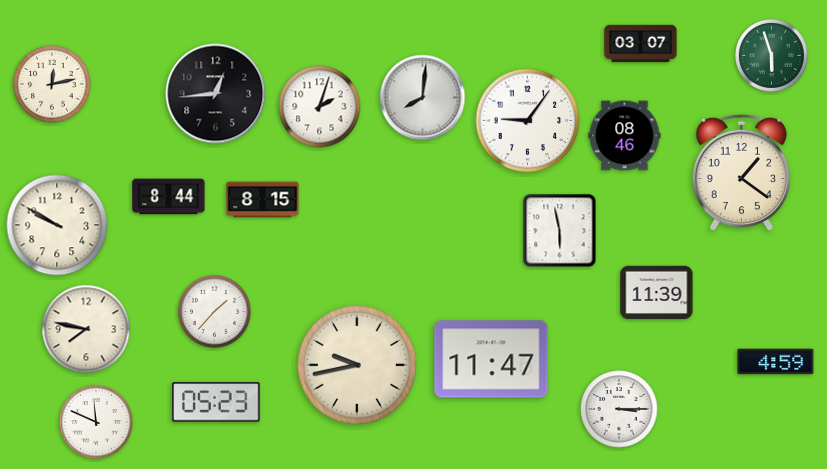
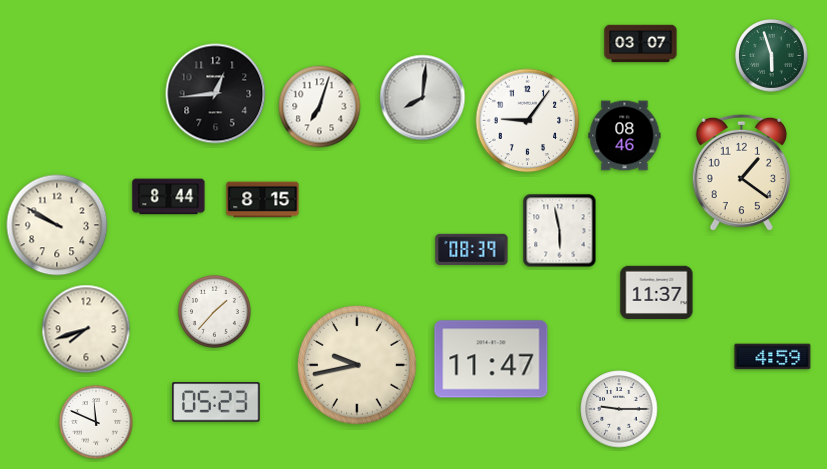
clock at (52, 84): 12:13 -> none
clock at (320, 107): 2:03 -> 7:03
clock at (472, 249): none -> 08:39
clock at (657, 293): 11:39 -> 11:37
clock at (86, 329): 7:47 -> 7:42
clock at (776, 362) position: (776, 362) -> (773, 357)
clock at (619, 409): 3:15 -> 9:15
